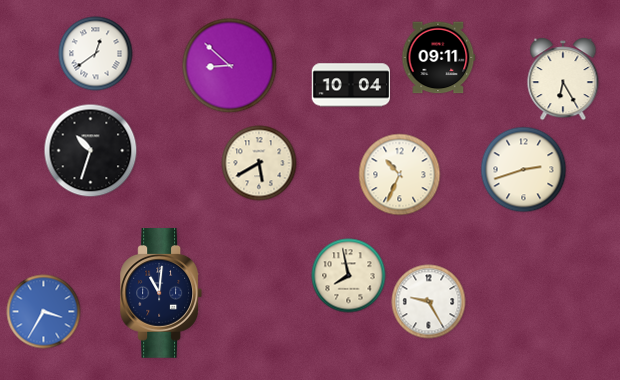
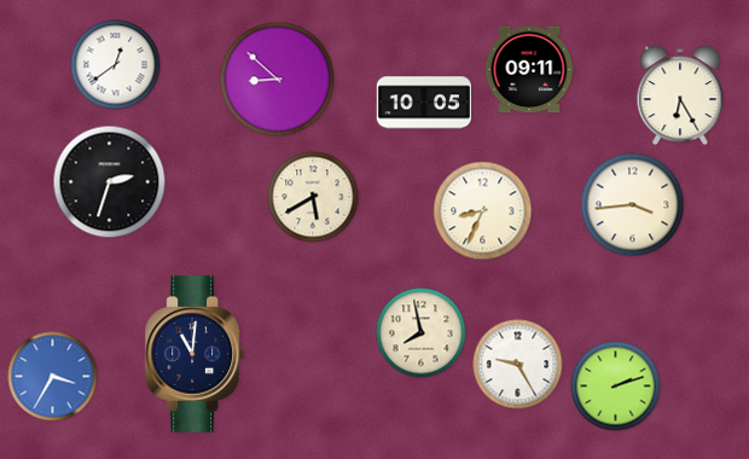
clock at (350, 85): 10:04 -> 10:05
clock at (91, 151): 10:33 -> 2:33
clock at (524, 170): 2:42 -> 3:44
clock at (400, 175): 10:34 -> 8:34
clock at (616, 387): none -> 2:12
